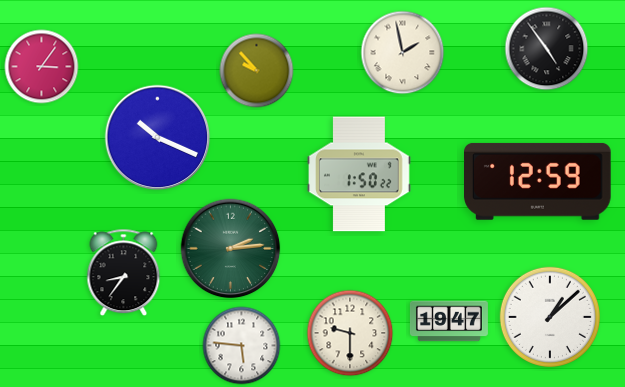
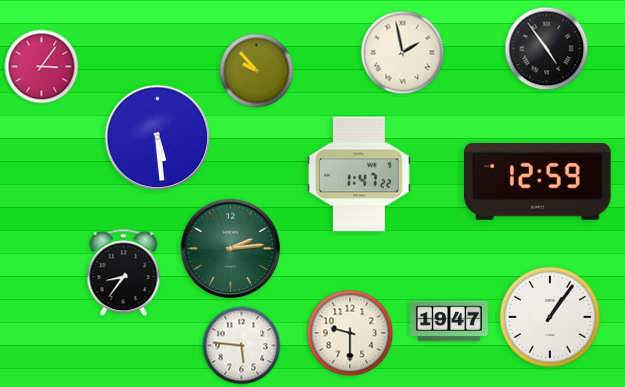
clock at (158, 138): 10:19 -> 5:29
clock at (360, 174): 1:50 -> 1:47
clock at (550, 317): 1:08 -> 1:06
